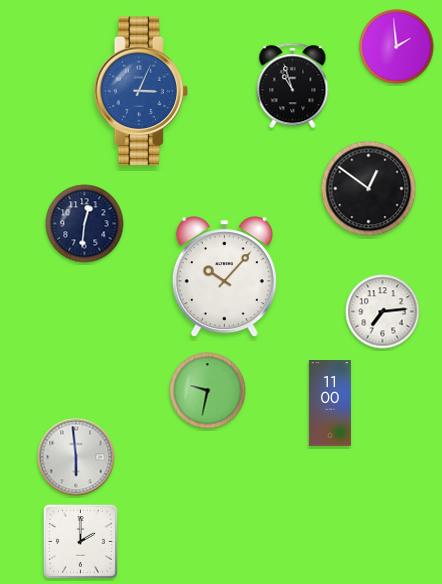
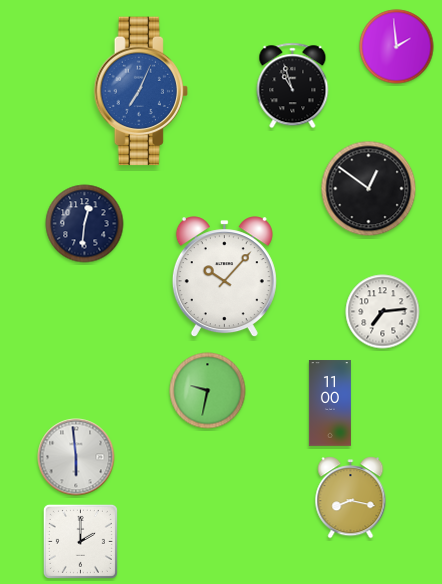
clock at (140, 91): 3:04 -> 7:04
clock at (351, 498): none -> 8:17
